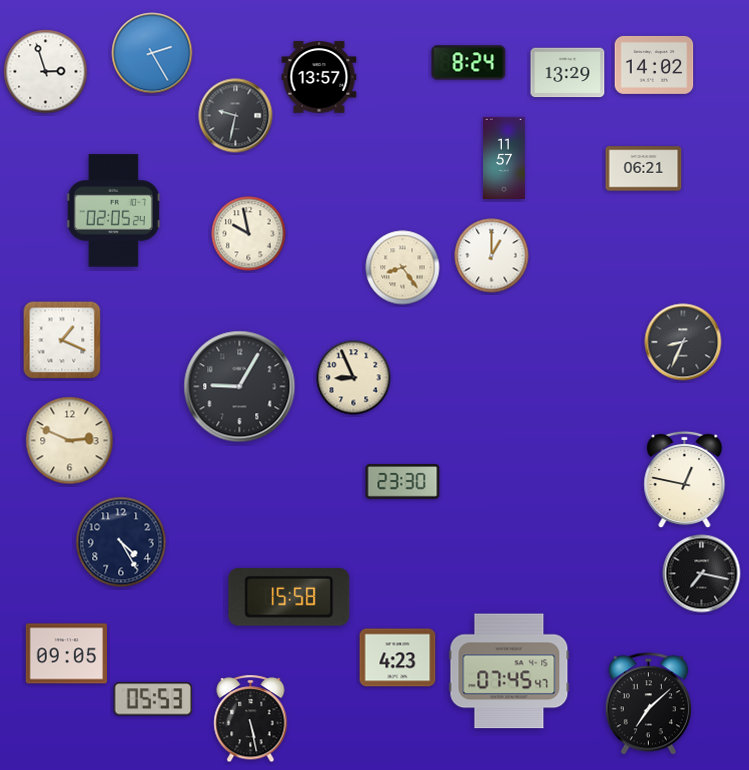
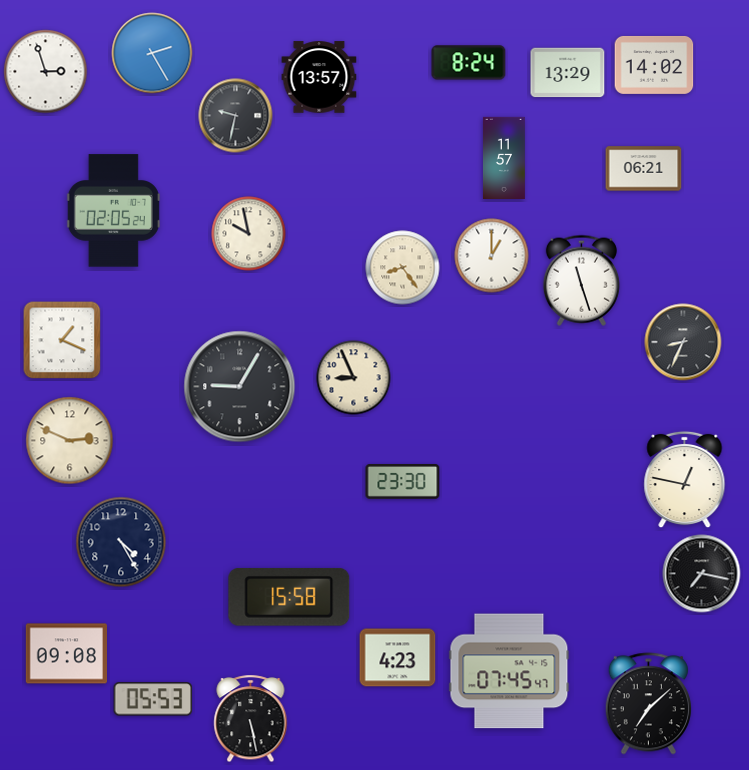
clock at (581, 280): none -> 11:27
clock at (66, 654): 09:05 -> 09:08
